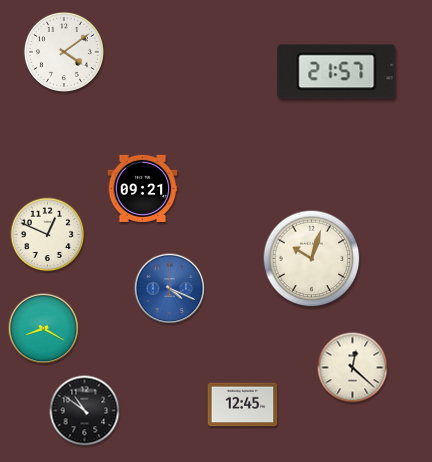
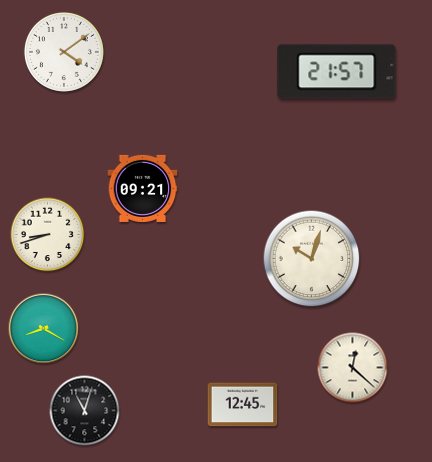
clock at (48, 235): 12:49 -> 8:42
clock at (170, 289): 4:19 -> none
clock at (85, 411): 10:51 -> 11:03
